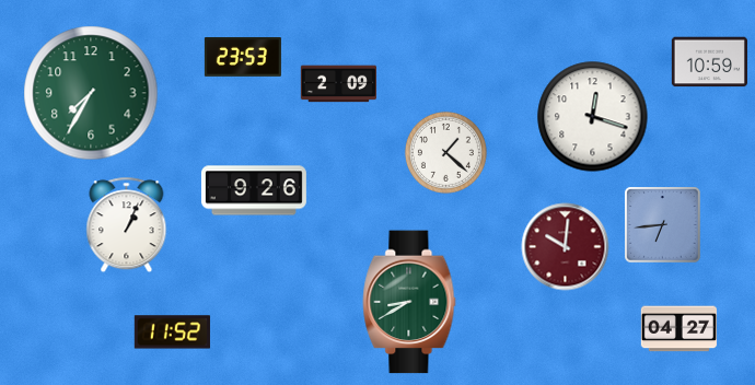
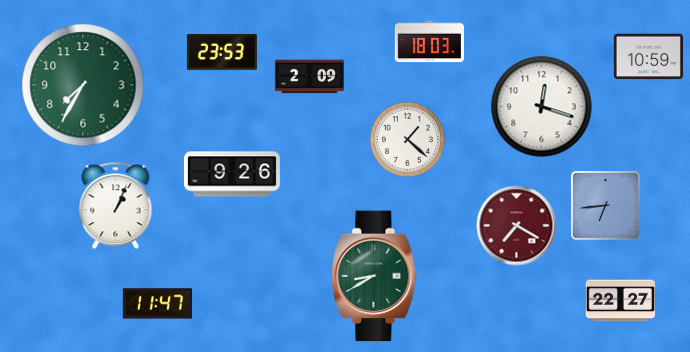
clock at (429, 42): none -> 18:03
clock at (566, 247): 10:01 -> 7:20
clock at (678, 329): 04:27 -> 22:27
clock at (172, 332): 11:52 -> 11:47
